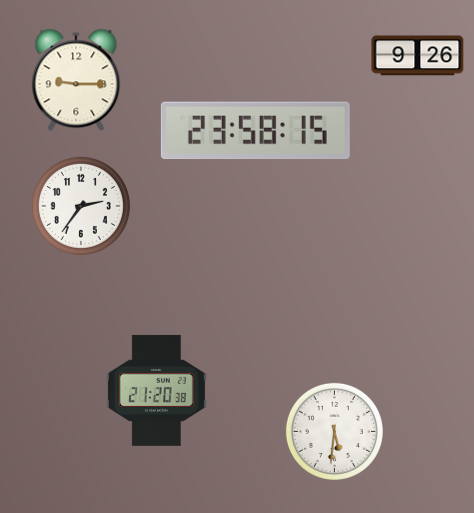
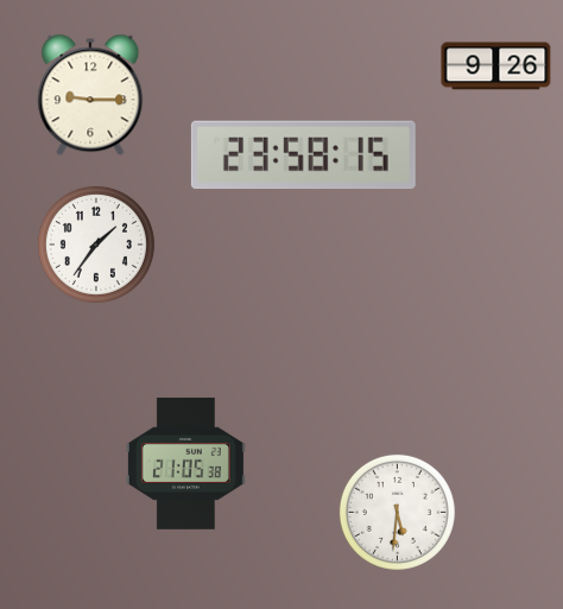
clock at (81, 206): 2:36 -> 1:36
clock at (156, 390): 21:20 -> 21:05
